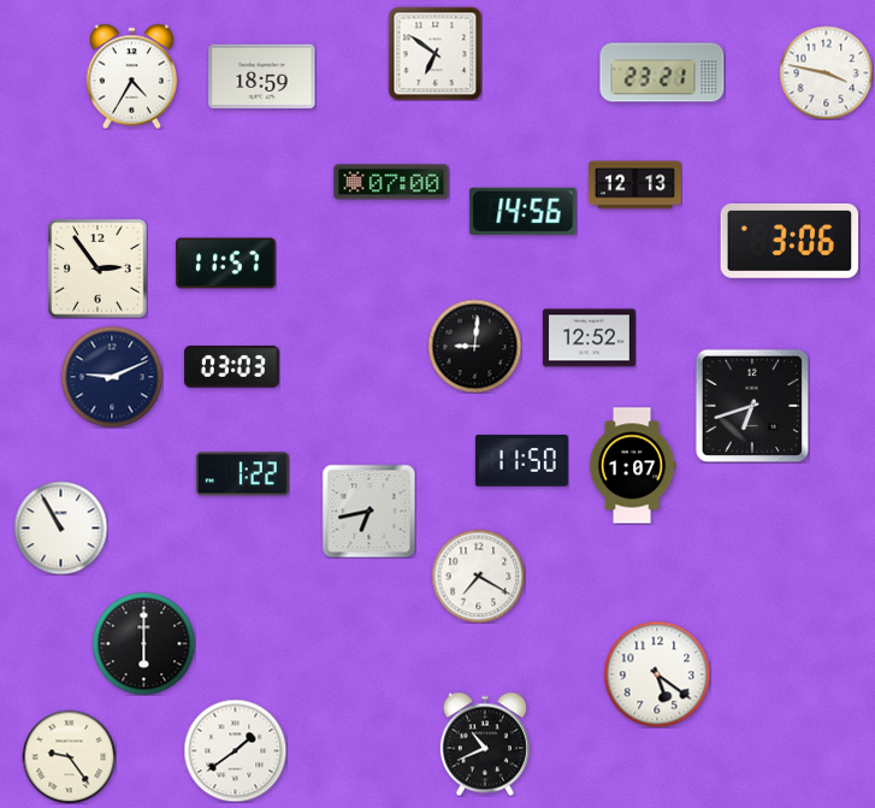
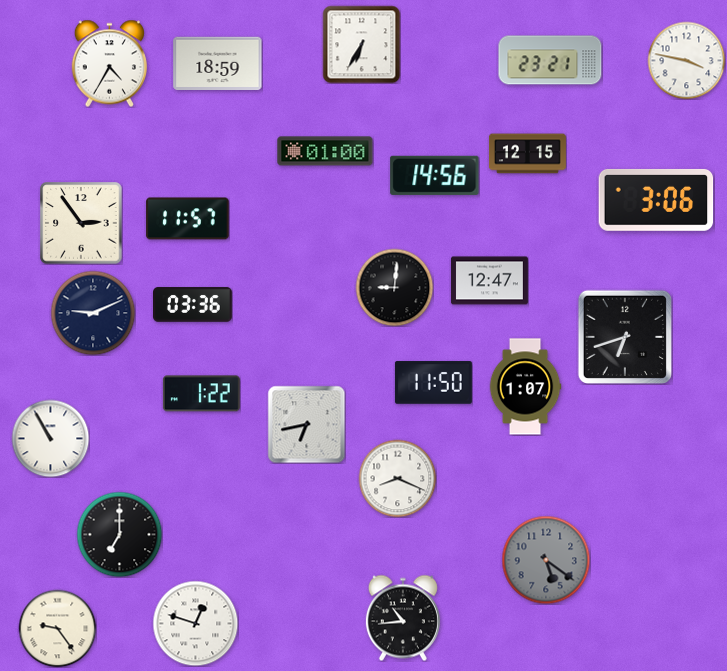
clock at (434, 53): 6:51 -> 6:35
clock at (391, 182): 07:00 -> 01:00
clock at (634, 185): 12:13 -> 12:15
clock at (589, 338): 12:52 -> 12:47
clock at (232, 367): 03:03 -> 03:36
clock at (478, 576): 7:20 -> 8:19
clock at (143, 643): 6:00 -> 7:00
clock at (657, 674) dial: white -> grey
clock at (485, 744): 10:41 -> 10:44
clock at (235, 750): 1:39 -> 12:48
